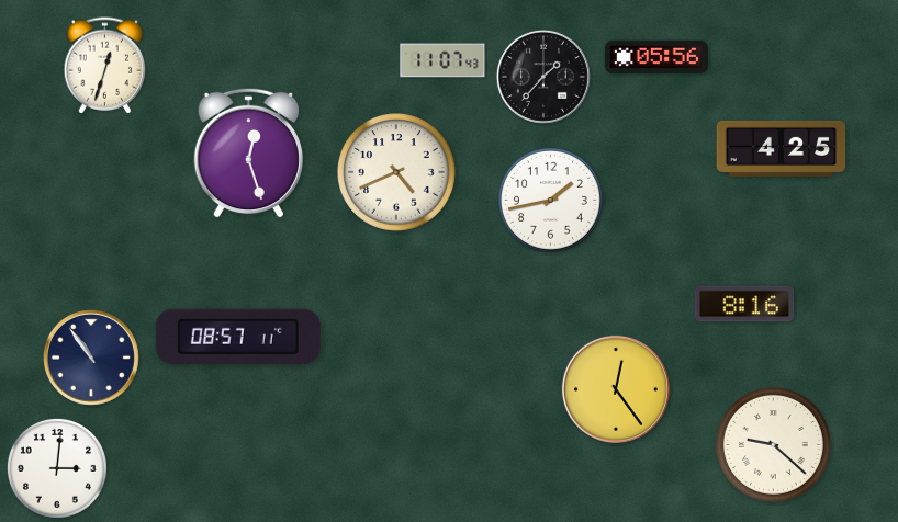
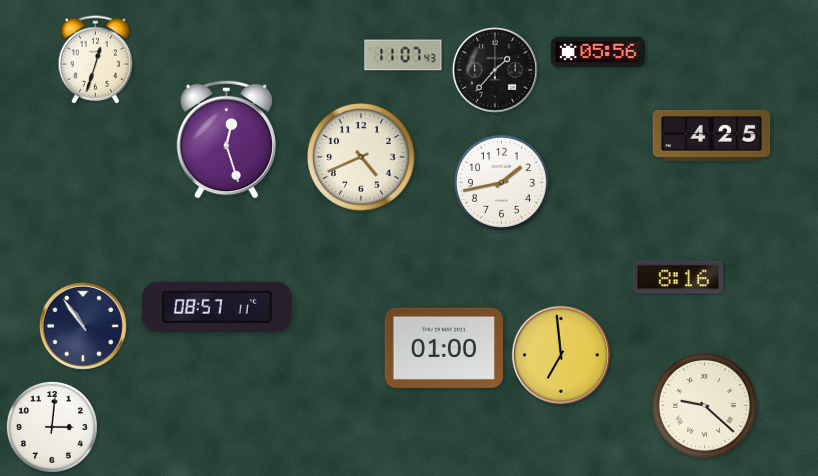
clock at (443, 348): none -> 01:00
clock at (616, 389): 12:24 -> 6:59
